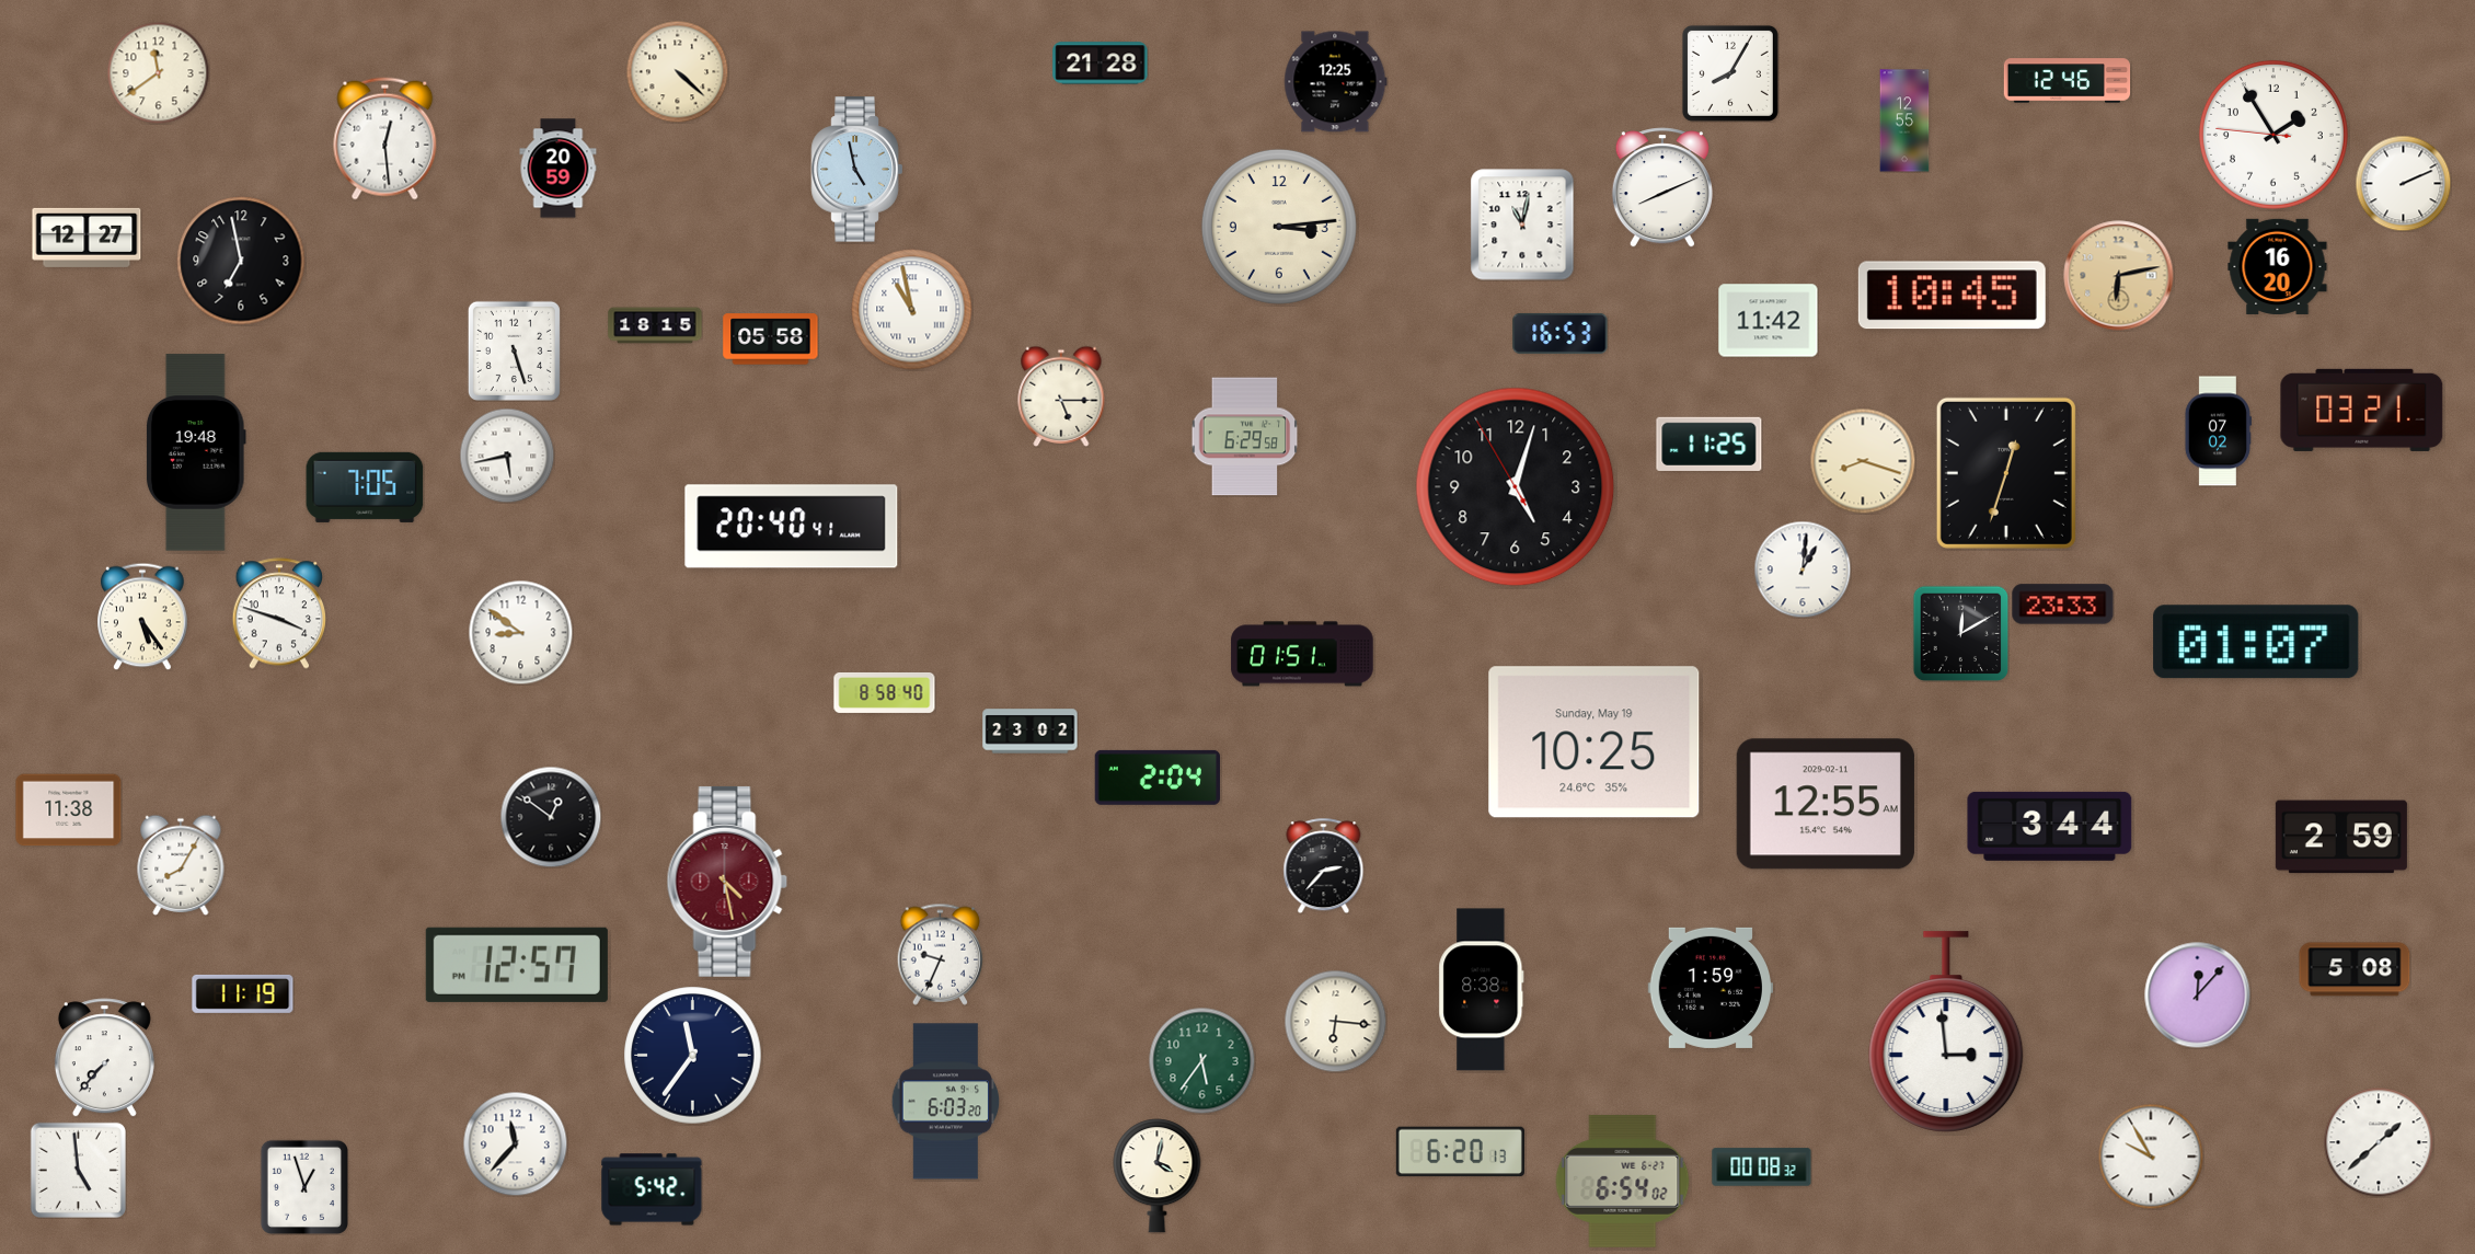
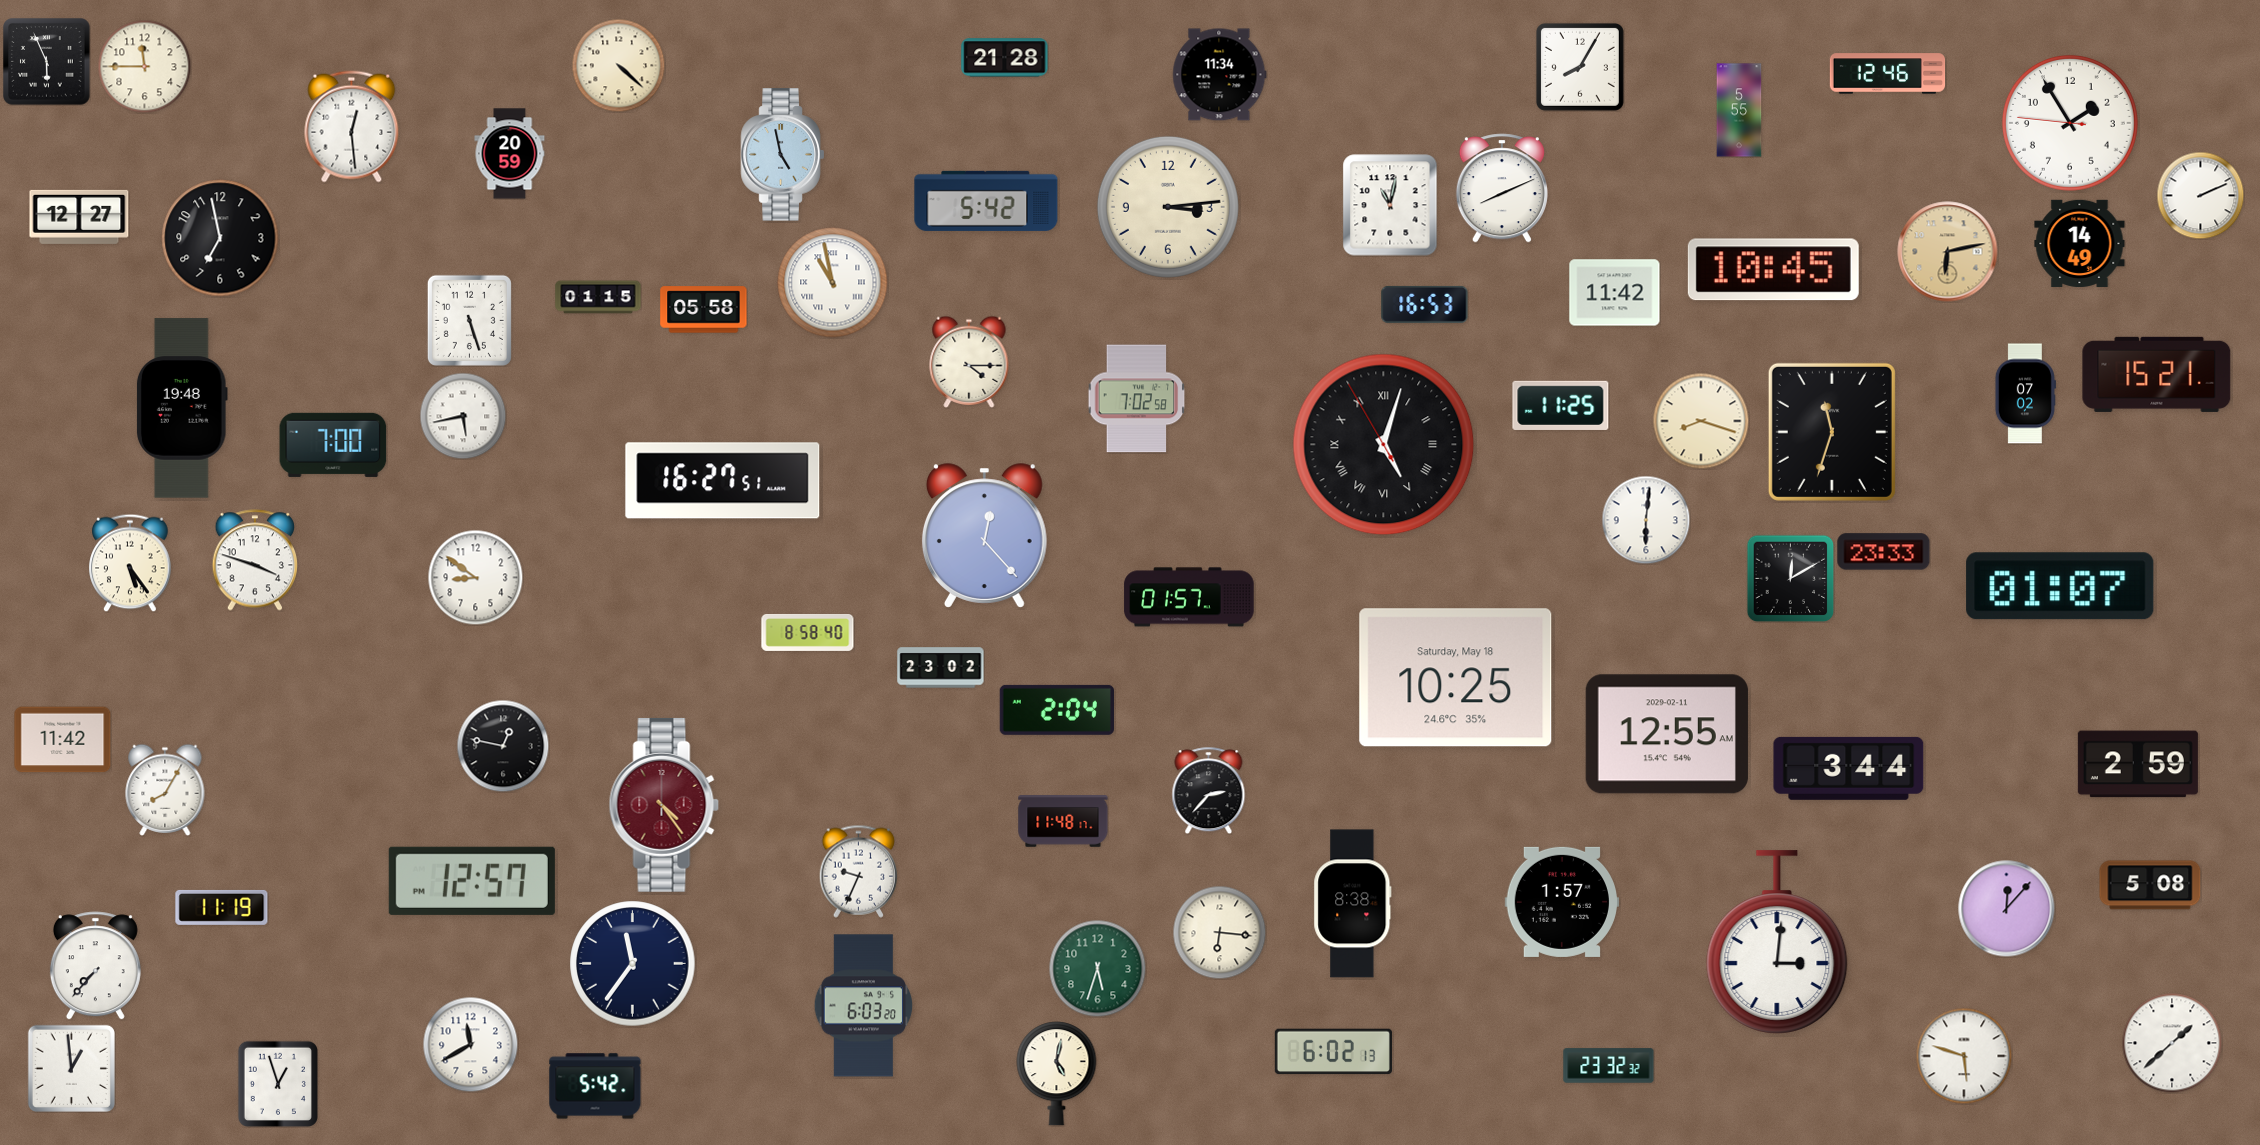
clock at (47, 62): none -> 5:56
clock at (158, 72): 11:39 -> 11:45
clock at (1336, 82): 12:25 -> 11:34
clock at (1904, 120): 12:55 -> 5:55
clock at (2273, 135) position: (2273, 135) -> (2070, 123)
clock at (2403, 183) position: (2403, 183) -> (2200, 195)
clock at (1662, 187) position: (1662, 187) -> (1502, 188)
clock at (986, 201): none -> 5:42
clock at (2278, 266): 16:20 -> 14:49
clock at (2119, 276) position: (2119, 276) -> (1948, 252)
clock at (1952, 296) position: (1952, 296) -> (1773, 270)
clock at (655, 325): 18:15 -> 01:15
clock at (1061, 396): 5:15 -> 4:15
clock at (2362, 410): 03:21 -> 15:21
clock at (1245, 437): 6:29 -> 7:02
clock at (196, 452) position: (196, 452) -> (182, 408)
clock at (2006, 473): 12:33 -> 11:33
clock at (365, 487): 7:05 -> 7:00
clock at (1516, 487) numerals: Arabic -> Roman
clock at (792, 527): 20:40 -> 16:27
clock at (1803, 570): 1:01 -> 6:01
clock at (984, 536): none -> 12:23
clock at (1302, 654): 01:51 -> 01:57
clock at (1595, 743) date: Sunday, May 19 -> Saturday, May 18
clock at (69, 810): 11:38 -> 11:42
clock at (551, 817): 12:51 -> 12:47
clock at (2050, 826) position: (2050, 826) -> (1849, 768)
clock at (727, 882): 4:28 -> 4:24
clock at (1063, 821): none -> 11:48
clock at (1710, 988): 1:59 -> 1:57
clock at (1946, 1032): 2:59 -> 3:01
clock at (1201, 1060): 5:36 -> 5:33
clock at (515, 1143): 11:37 -> 11:40
clock at (1460, 1152): 6:20 -> 6:02
clock at (2151, 1157): 9:55 -> 5:48
clock at (1762, 1167): 00:08 -> 23:32
clock at (78, 1170): 4:59 -> 12:59
clock at (1158, 1176): 4:02 -> 5:02
clock at (1623, 1181): 6:54 -> none
